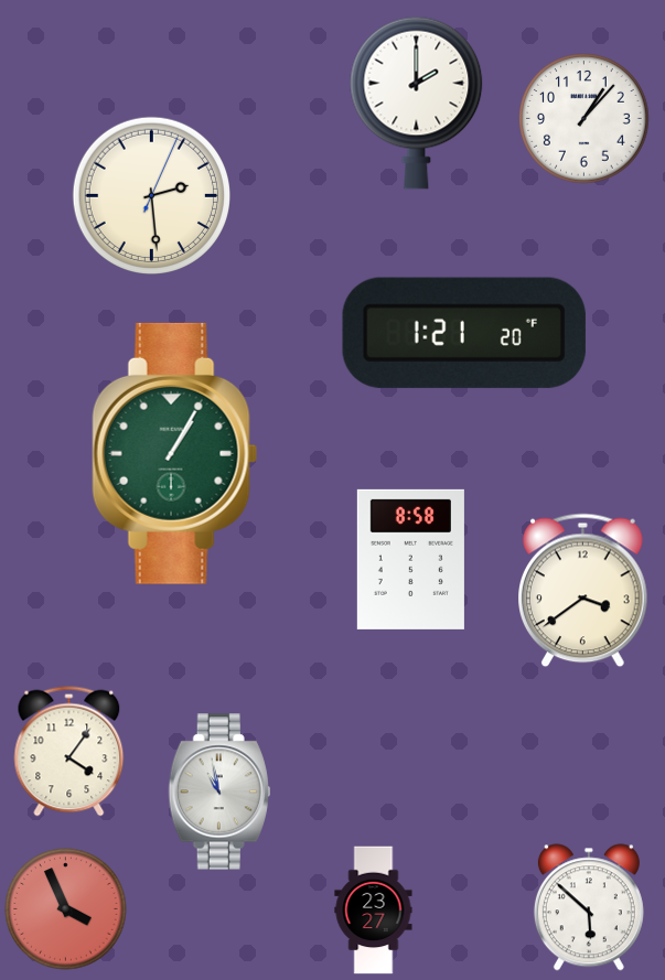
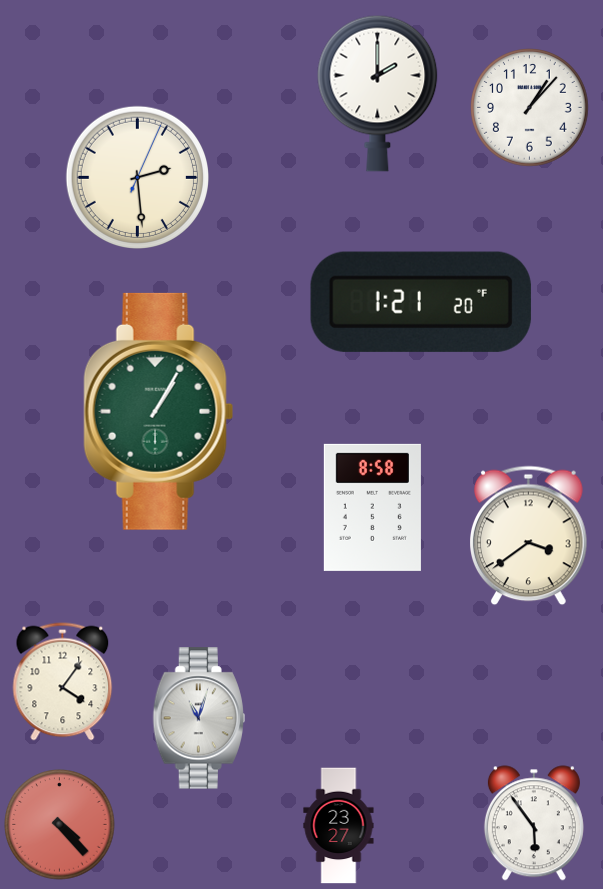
clock at (219, 791): 10:58 -> 11:03
clock at (589, 907): 5:52 -> 5:54
clock at (66, 909): 3:56 -> 4:23
